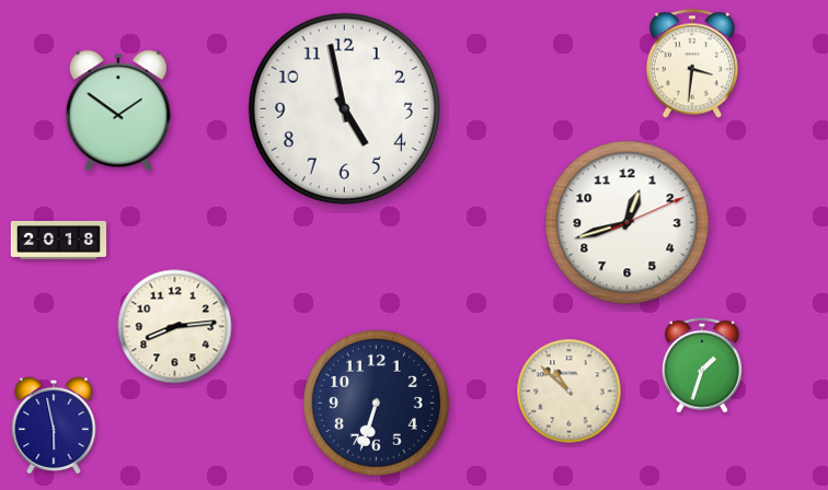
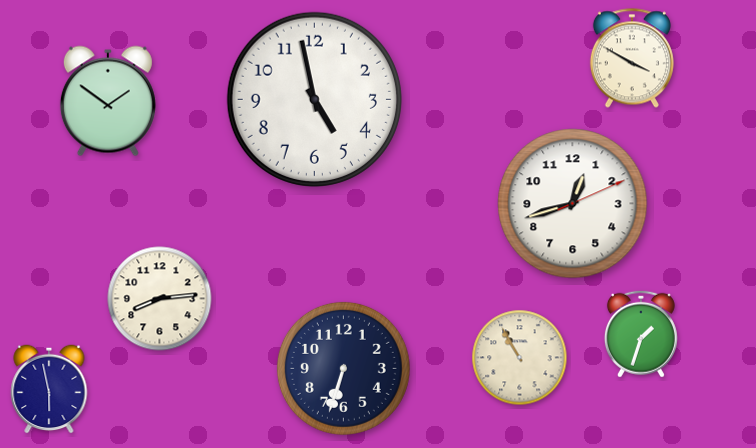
clock at (692, 63): 3:31 -> 3:50
clock at (59, 241): 20:18 -> none
clock at (570, 392): 10:52 -> 10:55
